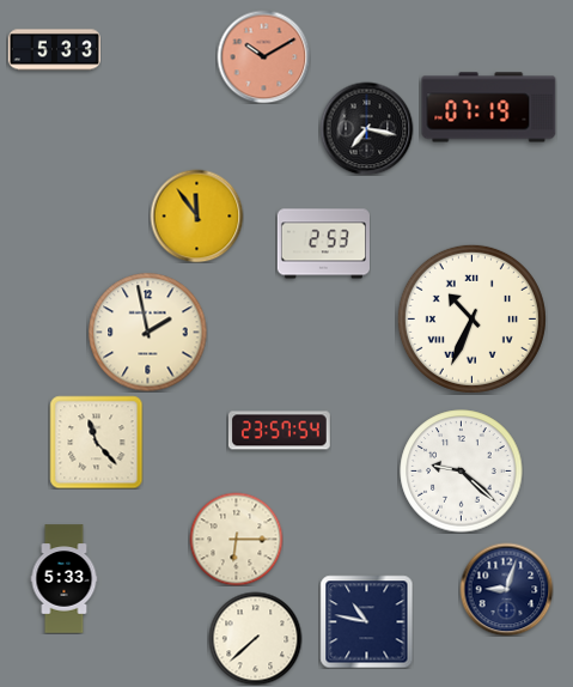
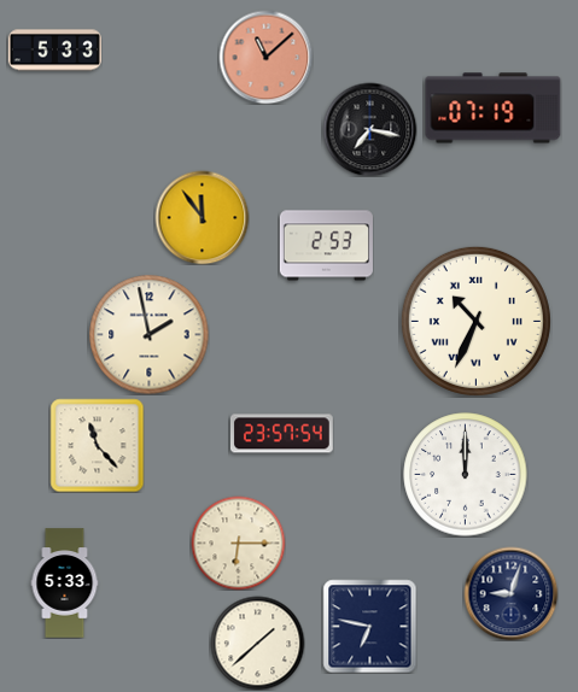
clock at (263, 56): 10:10 -> 11:08
clock at (196, 215) position: (196, 215) -> (202, 217)
clock at (462, 472): 9:22 -> 12:00
clock at (366, 621): 10:47 -> 6:47
clock at (255, 638): 7:38 -> 1:38
